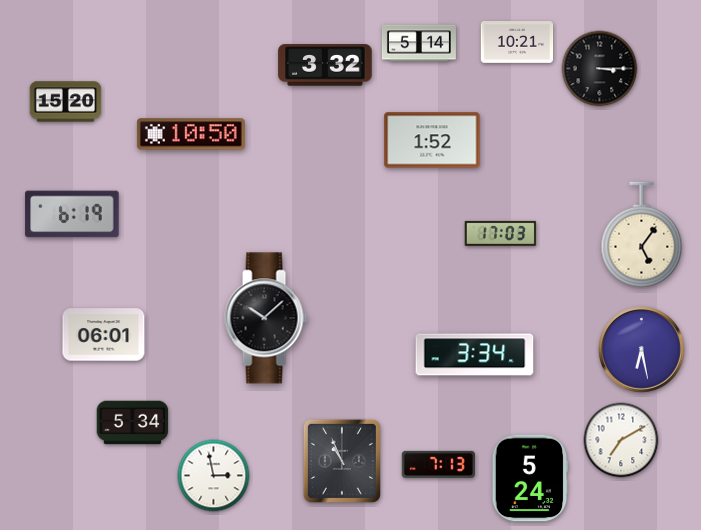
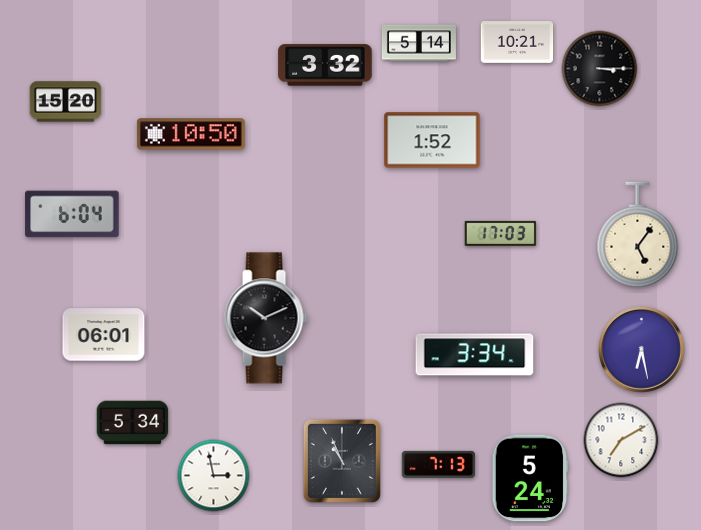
clock at (72, 214): 6:19 -> 6:04
clock at (642, 235) position: (642, 235) -> (638, 235)
clock at (266, 318): 10:08 -> 10:11
